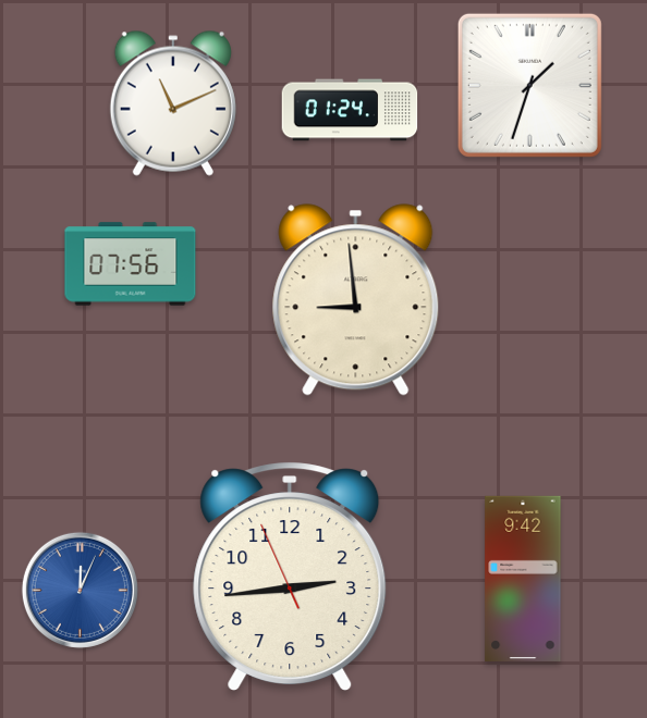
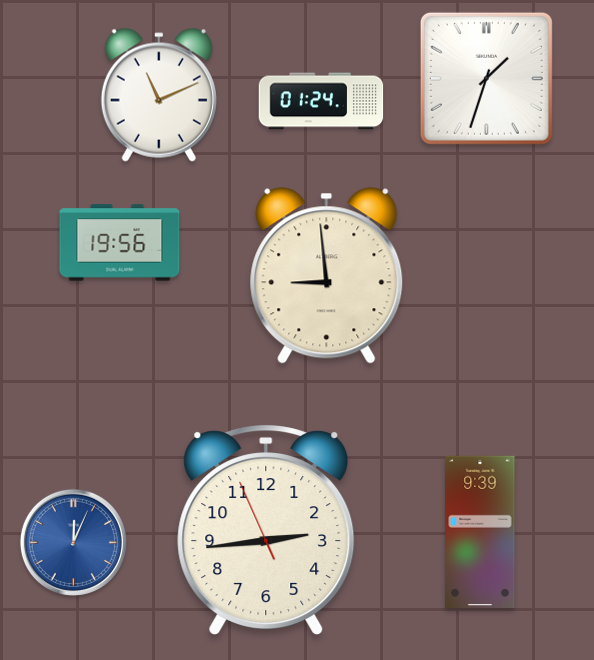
clock at (131, 264): 07:56 -> 19:56
clock at (523, 579): 9:42 -> 9:39
